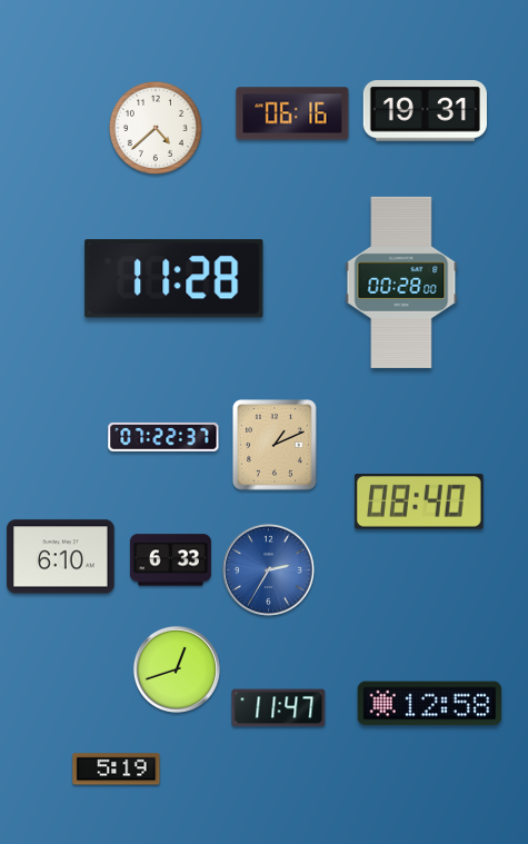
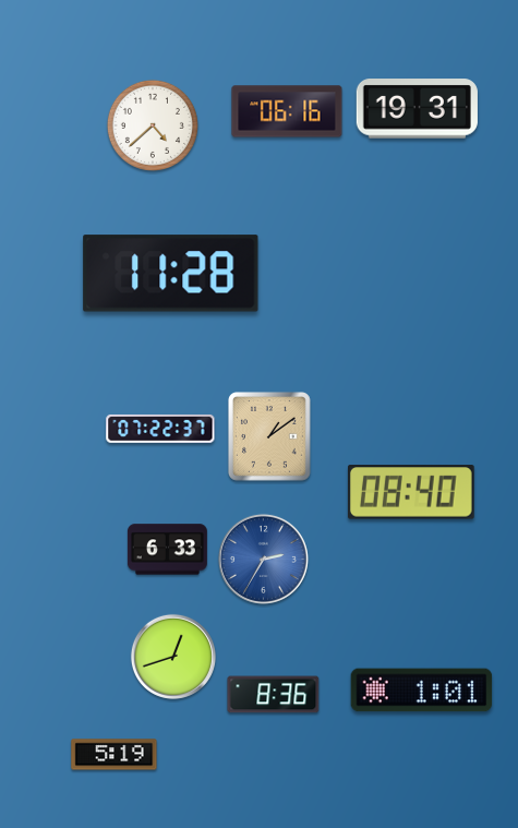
clock at (401, 282): 00:28 -> none
clock at (276, 446): 1:11 -> 1:09
clock at (61, 557): 6:10 -> none
clock at (430, 704): 12:58 -> 1:01
clock at (279, 708): 11:47 -> 8:36
